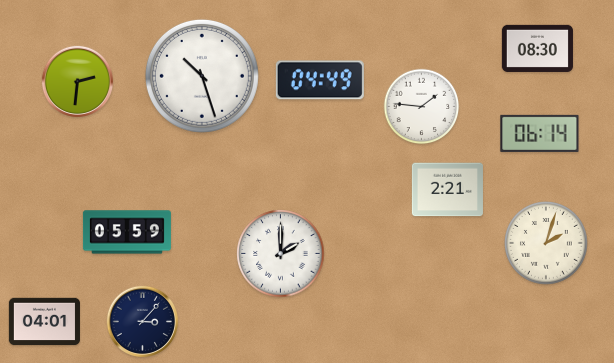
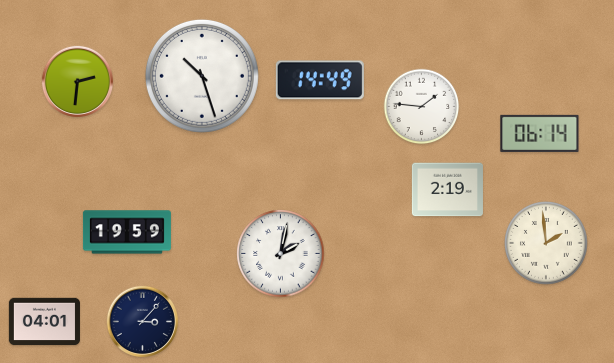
clock at (537, 48): 08:30 -> none
clock at (320, 80): 04:49 -> 14:49
clock at (447, 190): 2:21 -> 2:19
clock at (127, 232): 05:59 -> 19:59
clock at (547, 244): 2:03 -> 1:59
clock at (281, 254): 2:00 -> 2:02
